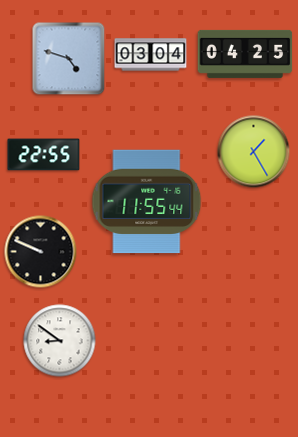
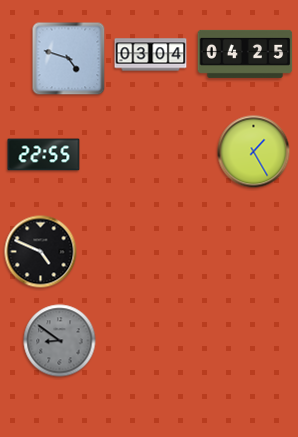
clock at (147, 202): 11:55 -> none
clock at (41, 252): 9:49 -> 4:49
clock at (60, 341) dial: white -> grey
